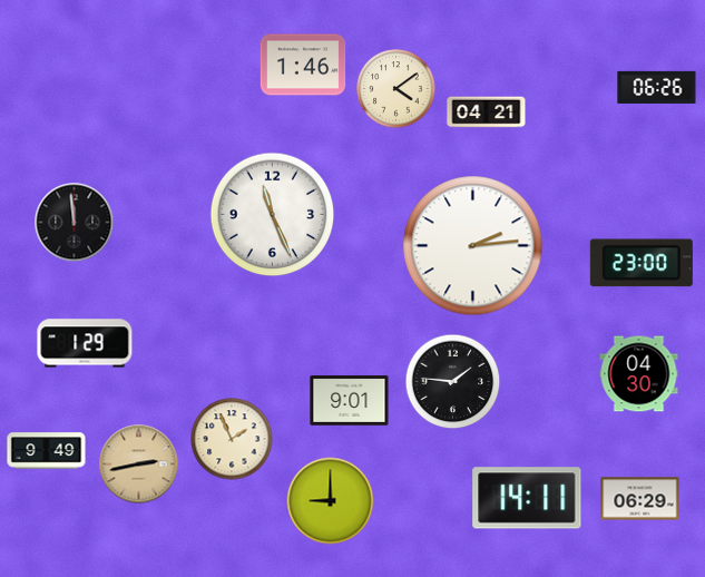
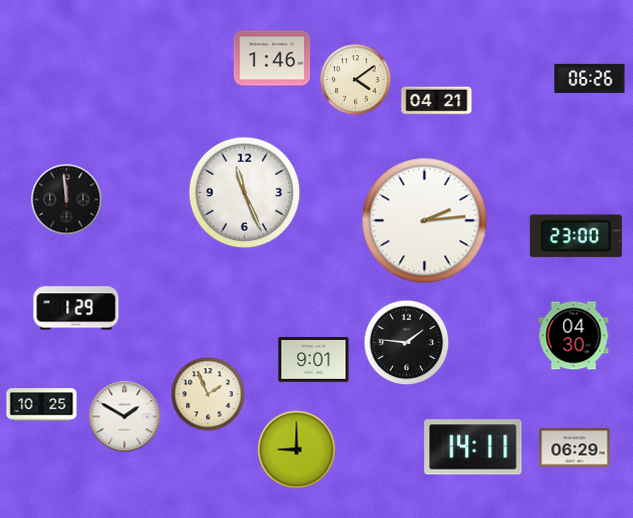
clock at (47, 451): 9:49 -> 10:25
clock at (139, 464): 2:43 -> 1:50
clock at (139, 464) dial: champagne -> white
